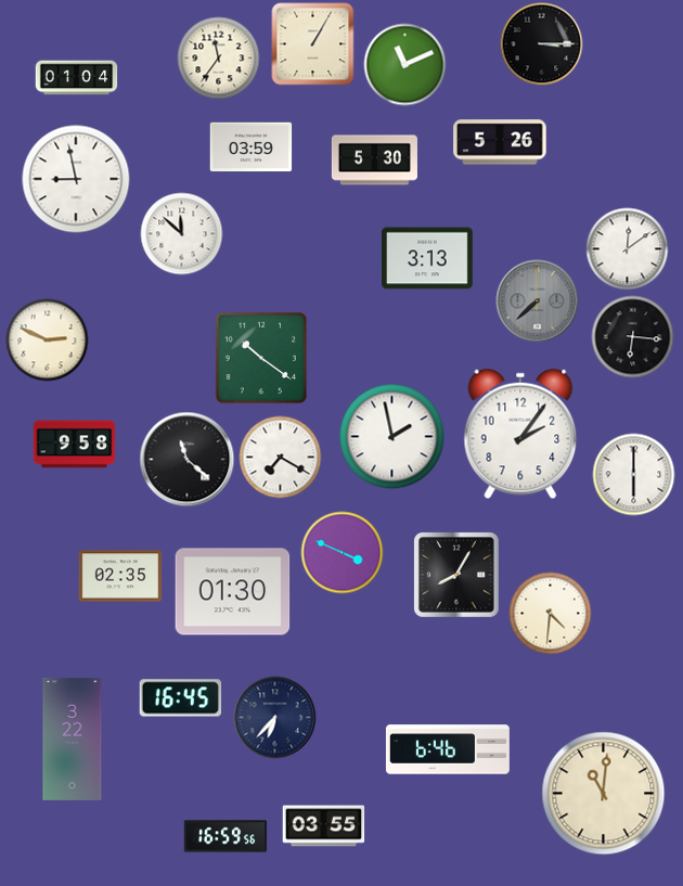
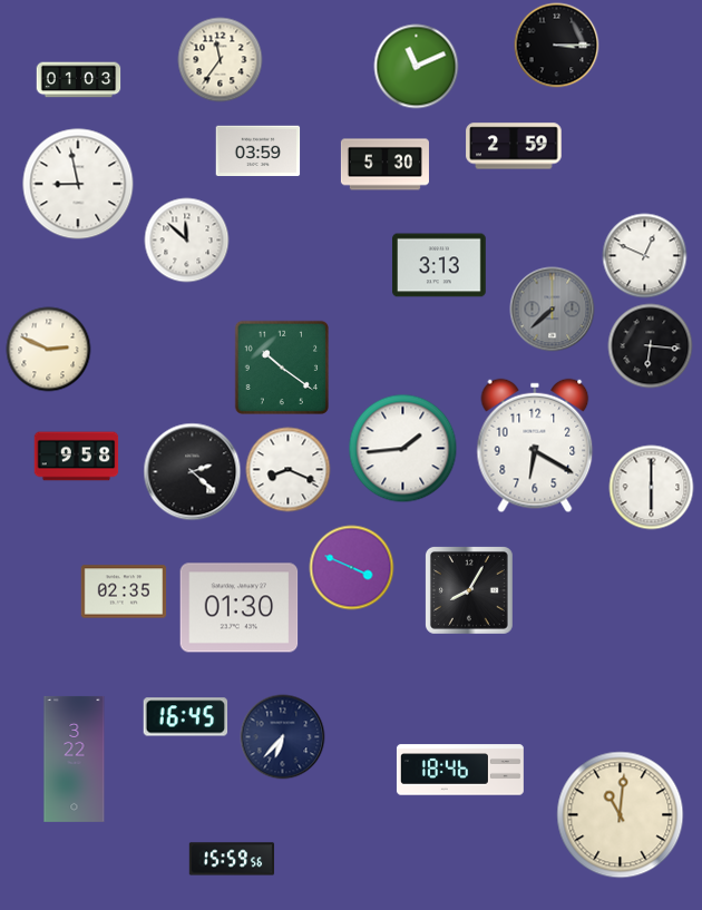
clock at (313, 44): 1:05 -> none
clock at (219, 59) position: (219, 59) -> (221, 60)
clock at (77, 78): 01:04 -> 01:03
clock at (500, 142): 5:26 -> 2:59
clock at (628, 249): 12:09 -> 12:49
clock at (260, 357) position: (260, 357) -> (281, 366)
clock at (520, 434): 2:06 -> 6:20
clock at (392, 437): 1:58 -> 1:44
clock at (281, 458): 7:20 -> 8:19
clock at (188, 460): 11:22 -> 2:22
clock at (551, 614): 4:31 -> none
clock at (448, 749): 6:46 -> 18:46
clock at (324, 826): 03:55 -> none
clock at (225, 836): 16:59 -> 15:59
